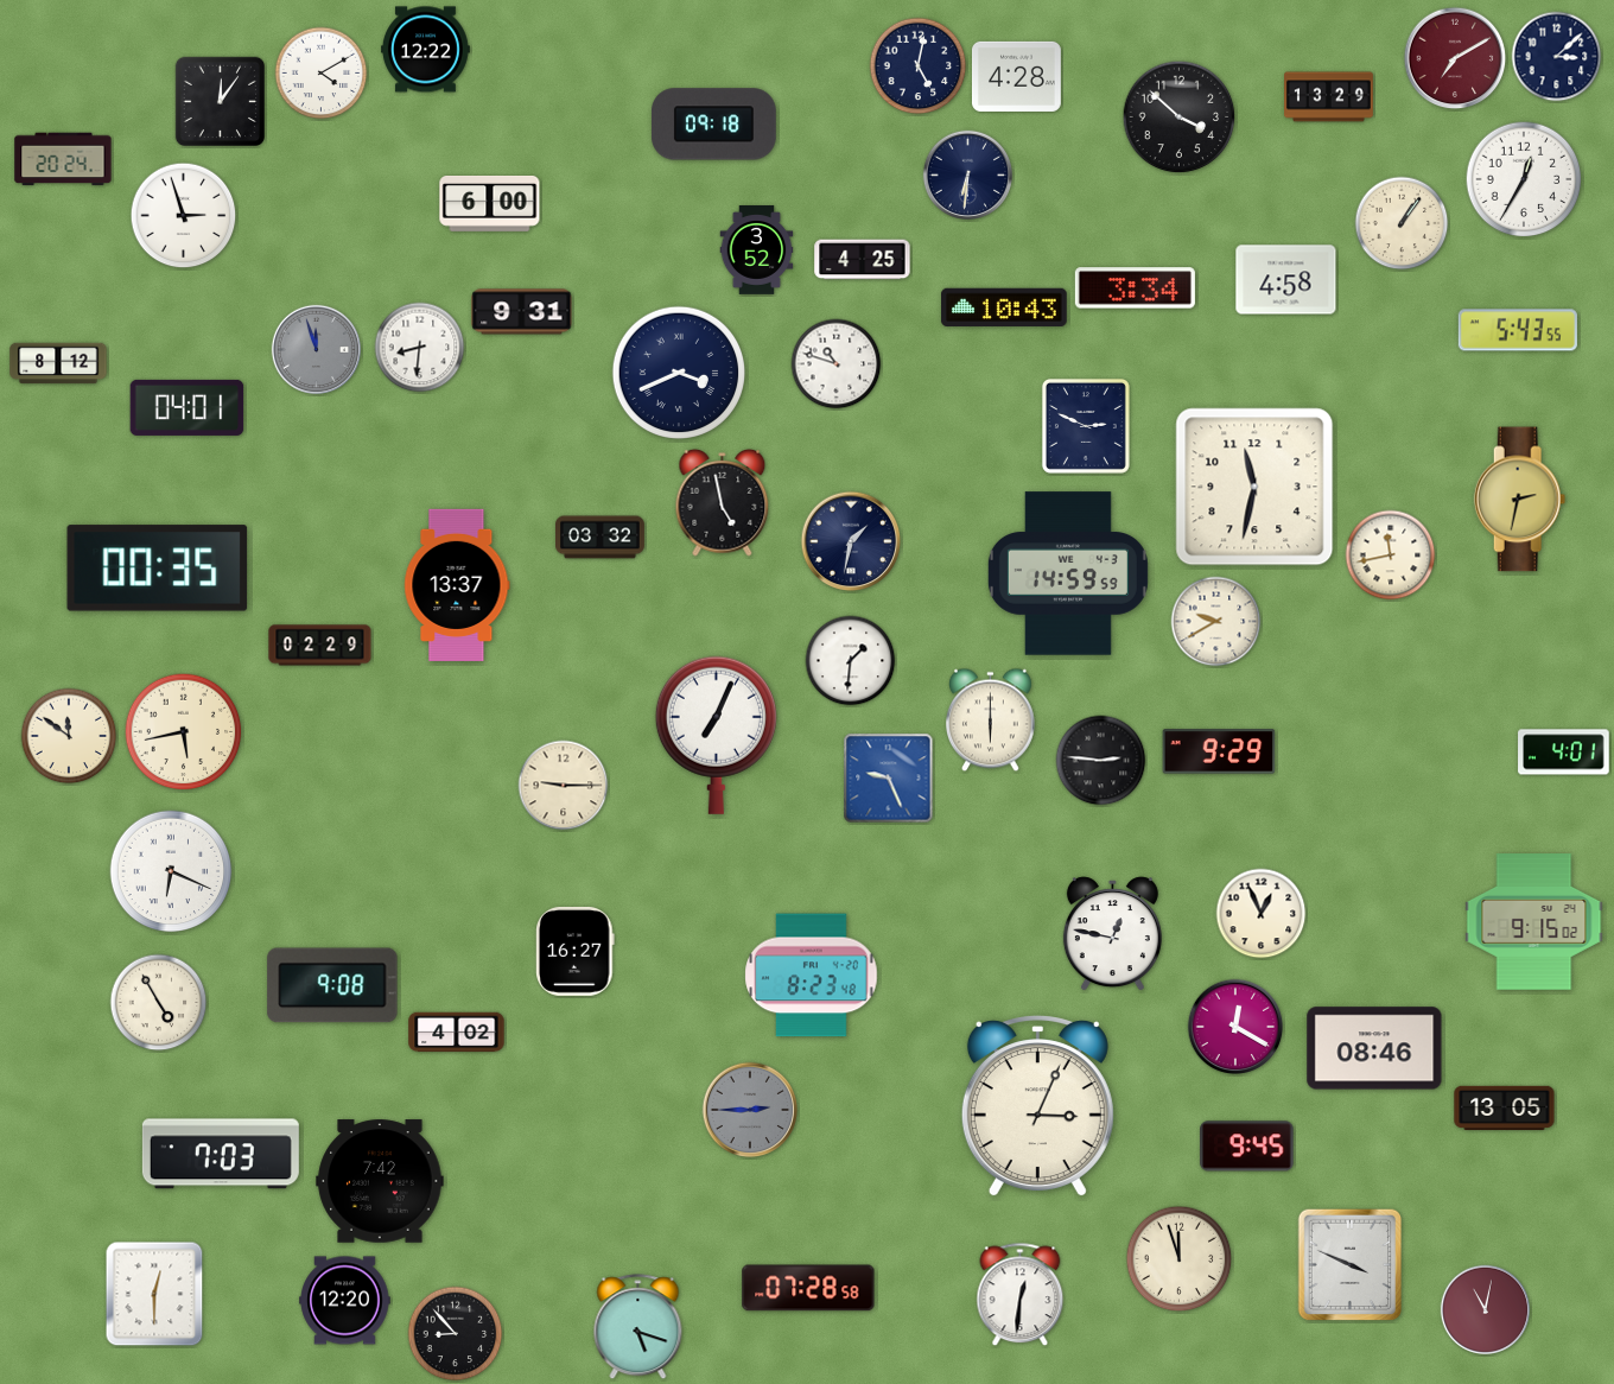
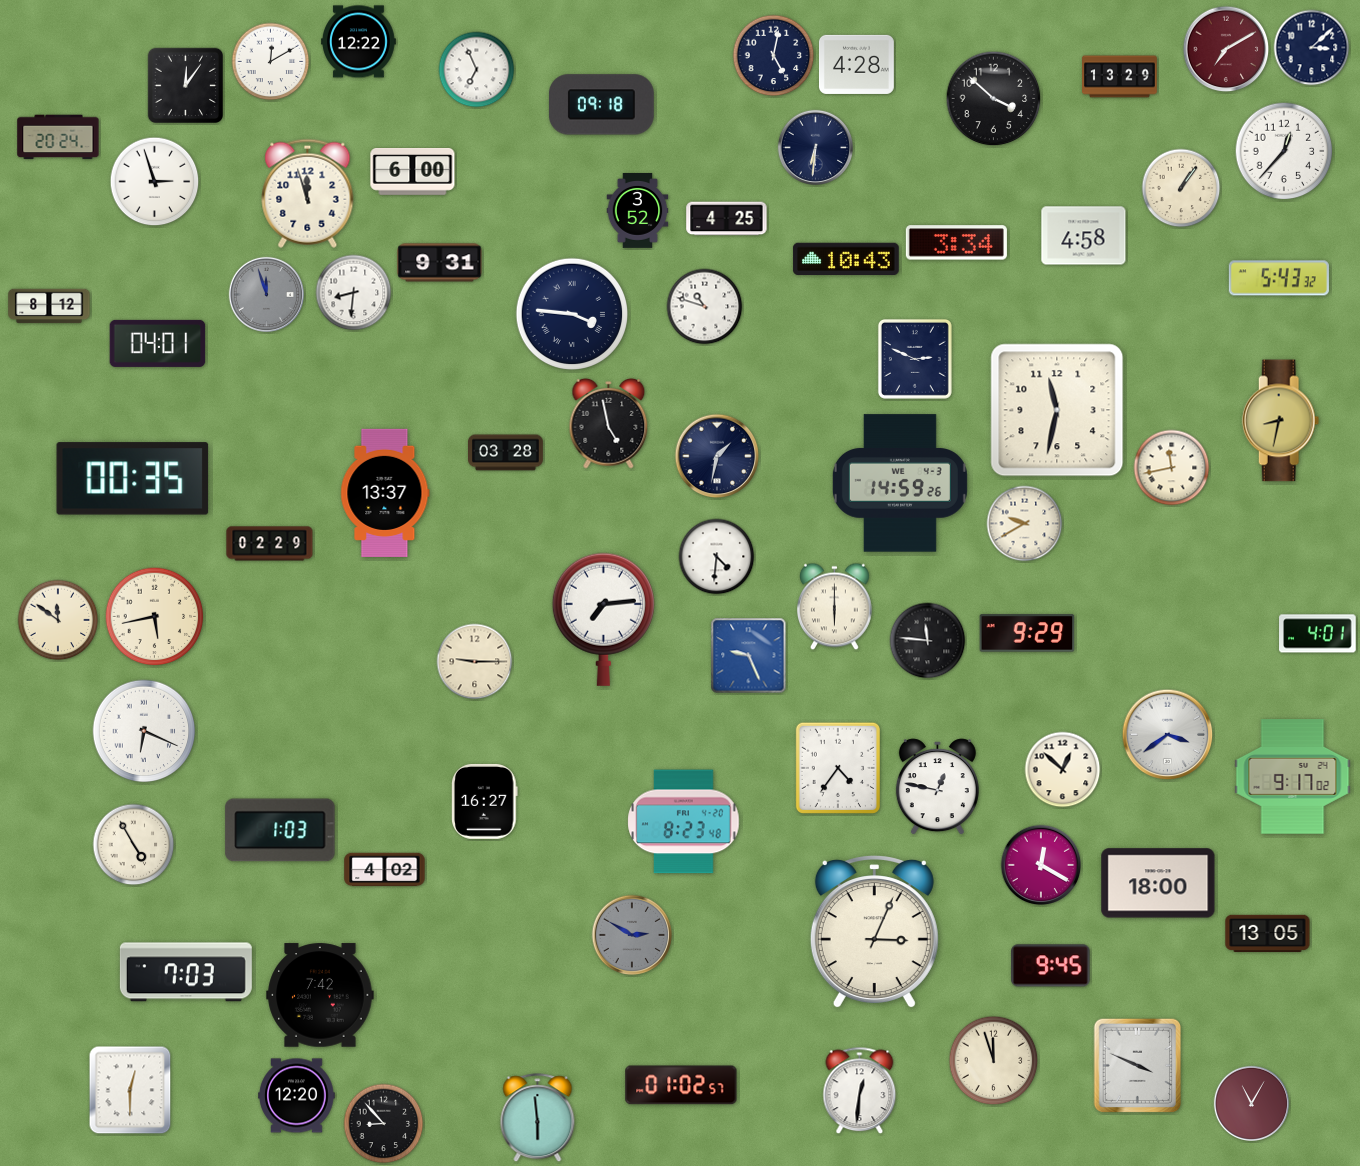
clock at (322, 74): 4:10 -> 12:10
clock at (477, 70): none -> 6:56
clock at (1329, 97) position: (1329, 97) -> (1120, 77)
clock at (63, 159) position: (63, 159) -> (58, 137)
clock at (1524, 179): 12:35 -> 12:37
clock at (308, 193): none -> 11:57
clock at (1518, 330): 5:43:55 -> 5:43:32
clock at (678, 372): 3:41 -> 3:46
clock at (1520, 500): 2:32 -> 8:32
clock at (601, 538): 03:32 -> 03:28
clock at (1068, 573): 14:59:59 -> 14:59:26
clock at (851, 661): 1:31 -> 4:31
clock at (716, 735): 7:04 -> 7:14
clock at (1101, 761): 2:46 -> 11:46
clock at (171, 871) position: (171, 871) -> (144, 731)
clock at (1168, 735): none -> 3:39
clock at (838, 767): none -> 4:36
clock at (1262, 914): 12:56 -> 12:52
clock at (1534, 922): 9:15 -> 9:17
clock at (332, 985): 9:08 -> 1:03
clock at (1374, 1048): 08:46 -> 18:00
clock at (750, 1110): 2:45 -> 2:50
clock at (808, 1288): 07:28 -> 01:02
clock at (345, 1301) position: (345, 1301) -> (297, 1096)
clock at (1485, 1309): 11:02 -> 11:05
clock at (638, 1327): 5:18 -> 5:59
